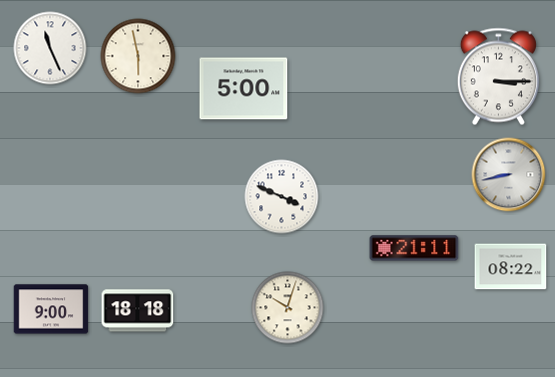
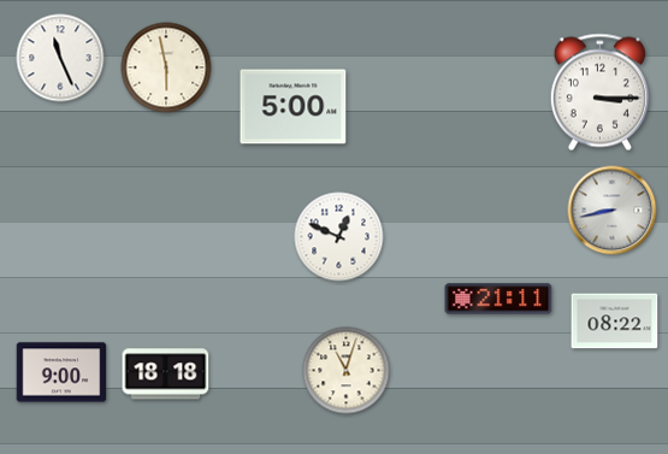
clock at (282, 197): 3:49 -> 12:49
clock at (288, 308): 10:03 -> 11:03
